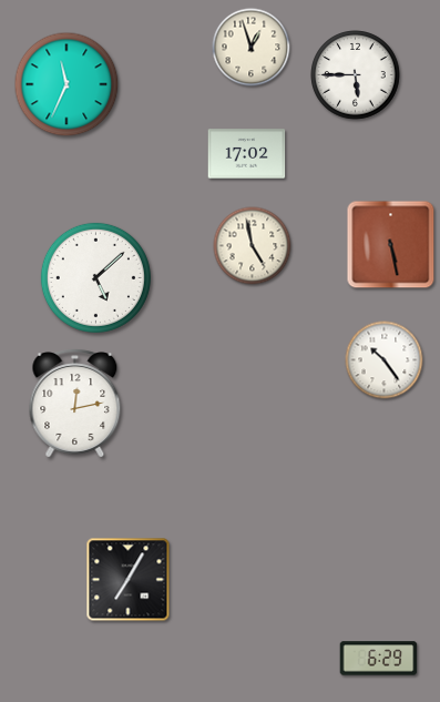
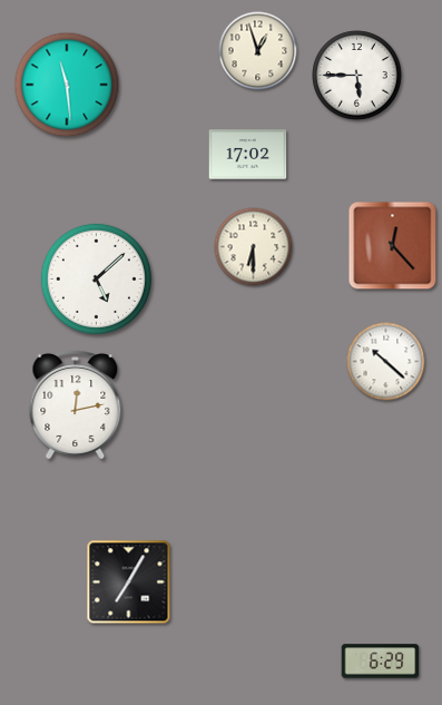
clock at (252, 48) position: (252, 48) -> (258, 51)
clock at (66, 84): 11:34 -> 11:29
clock at (391, 245): 5:28 -> 12:23
clock at (253, 246): 4:58 -> 6:30
clock at (385, 360): 10:24 -> 10:22
